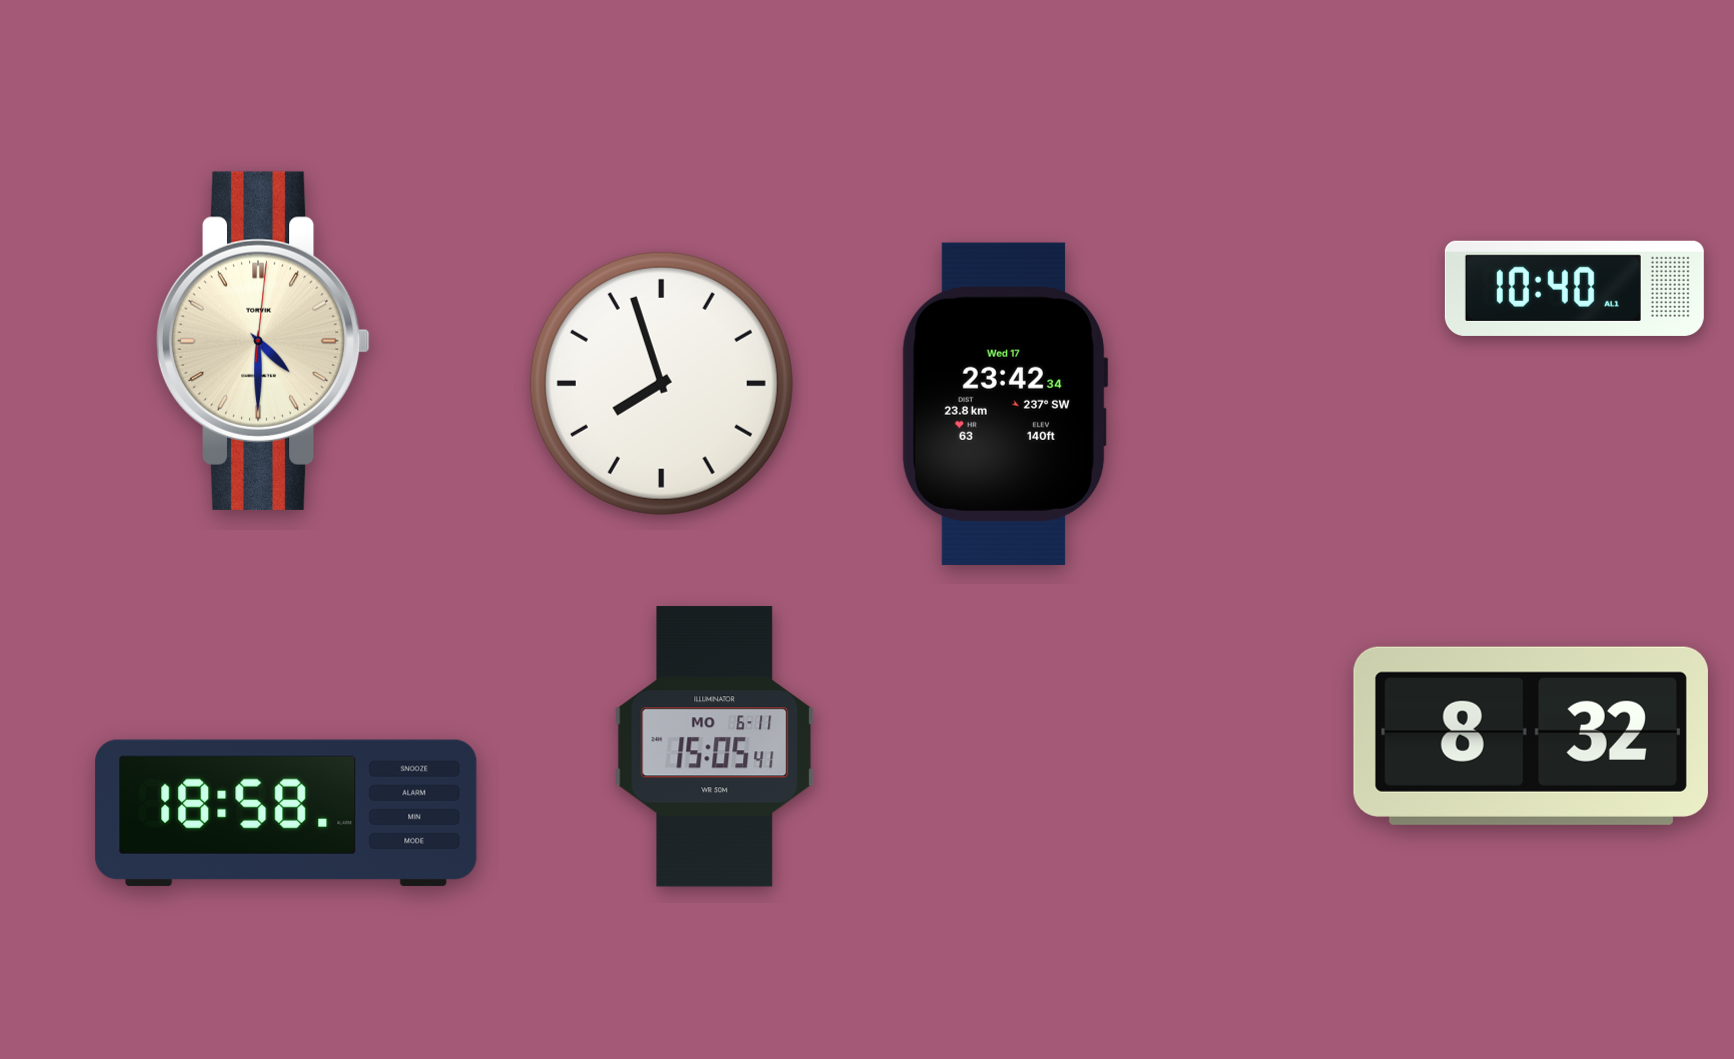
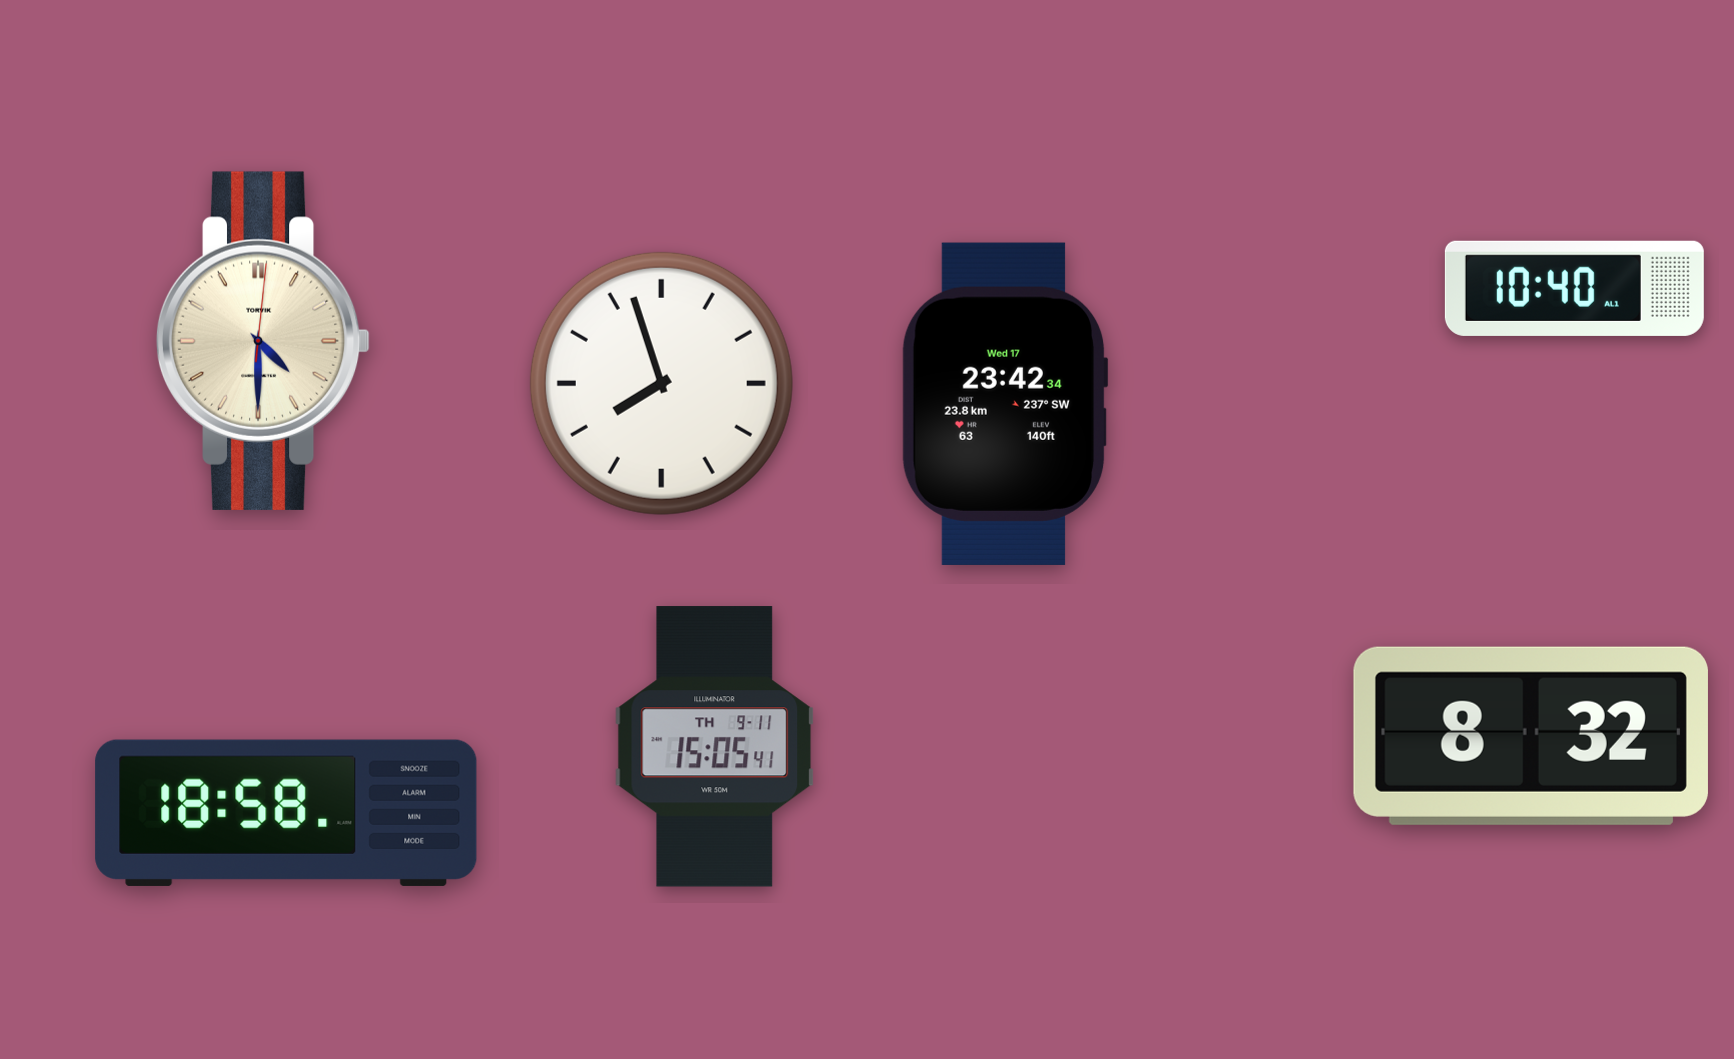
clock at (715, 747) date: MO 6-11 -> TH 9-11
